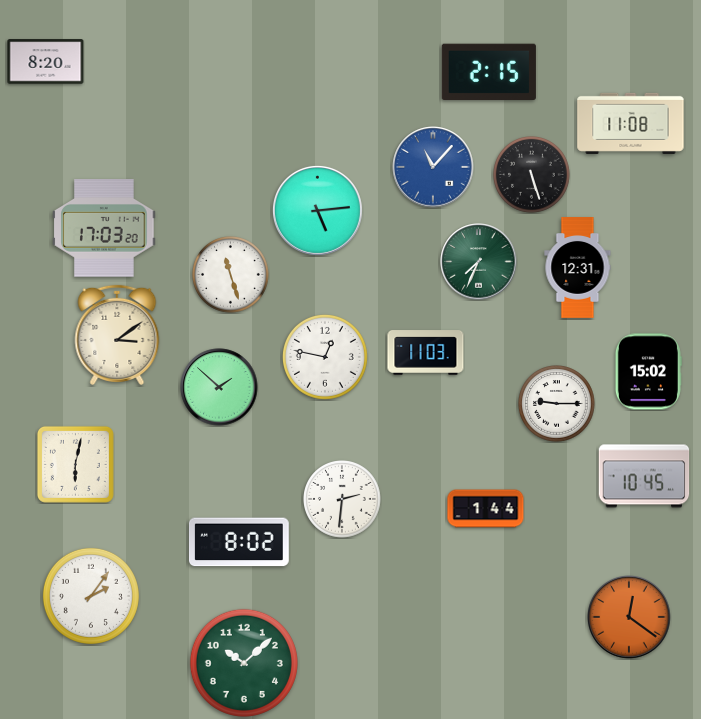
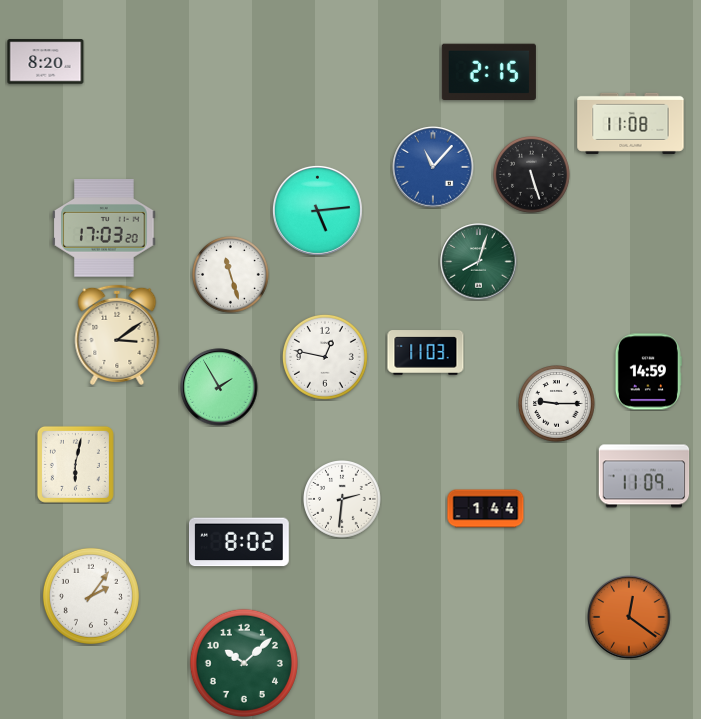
clock at (479, 262): 7:34 -> 8:03
clock at (578, 268): 12:31 -> none
clock at (648, 372): 15:02 -> 14:59
clock at (219, 387): 1:52 -> 1:55
clock at (644, 476): 10:45 -> 11:09
